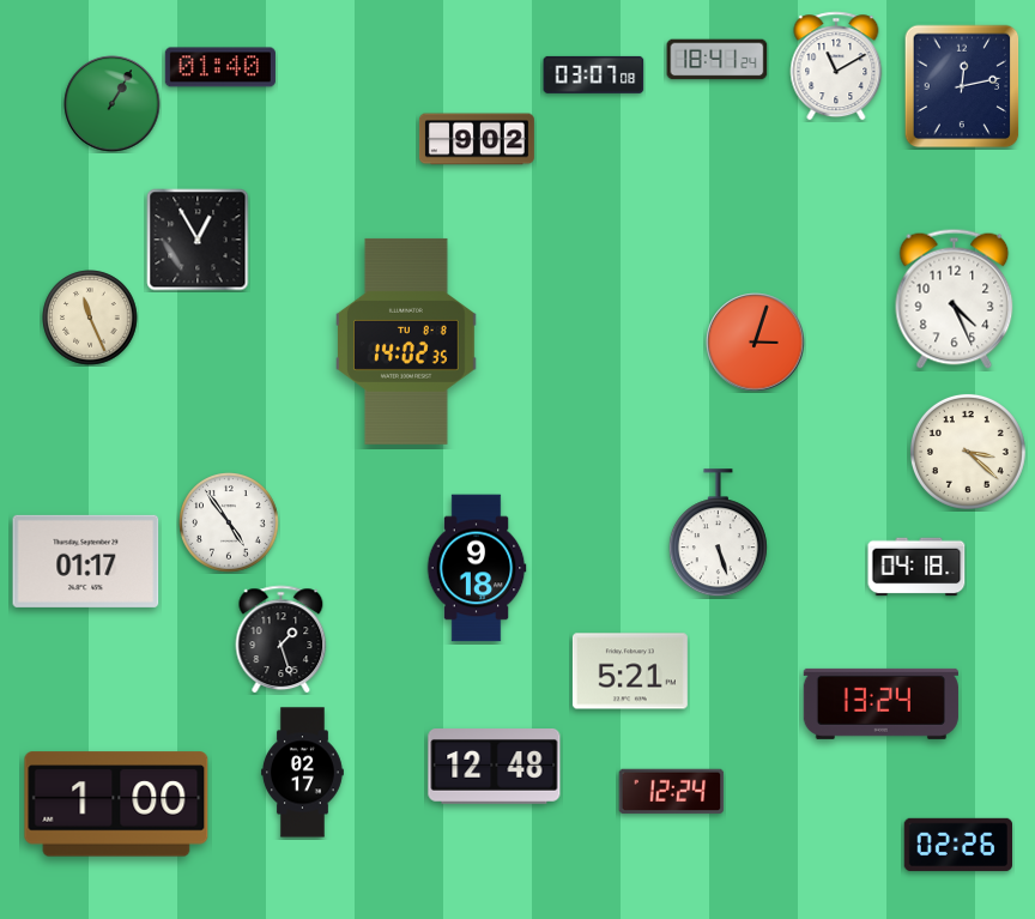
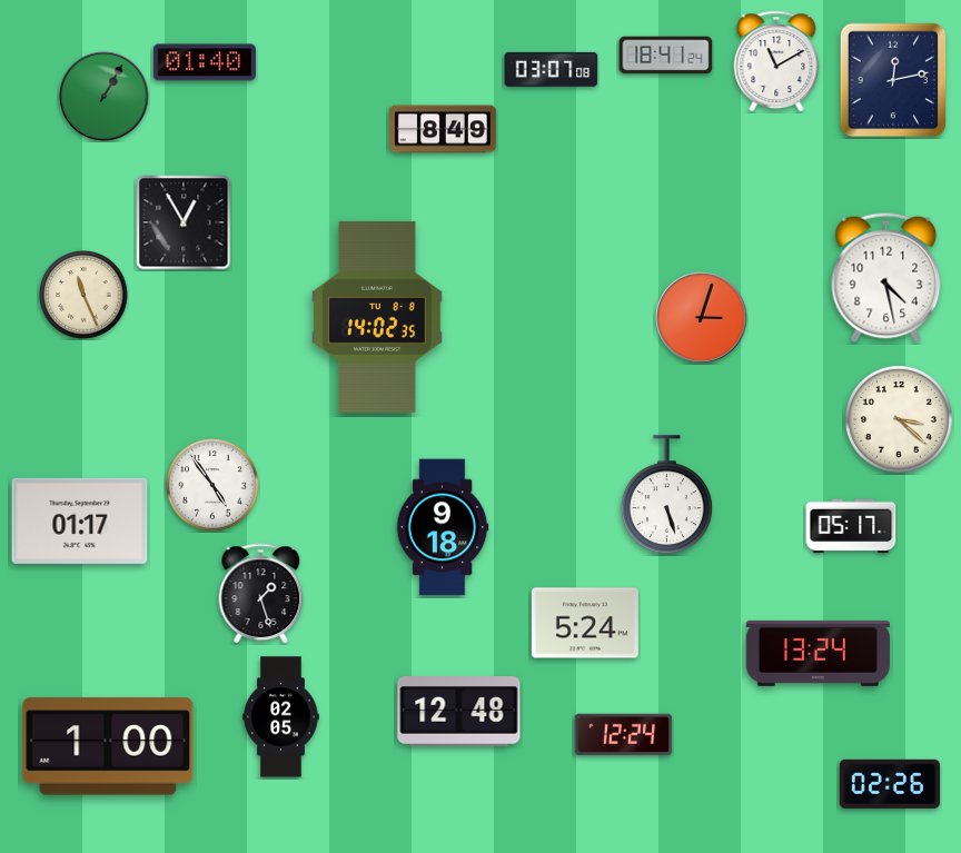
clock at (477, 139): 9:02 -> 8:49
clock at (955, 298): 4:26 -> 4:28
clock at (916, 567): 04:18 -> 05:17
clock at (630, 671): 5:21 -> 5:24
clock at (302, 773): 02:17 -> 02:05
